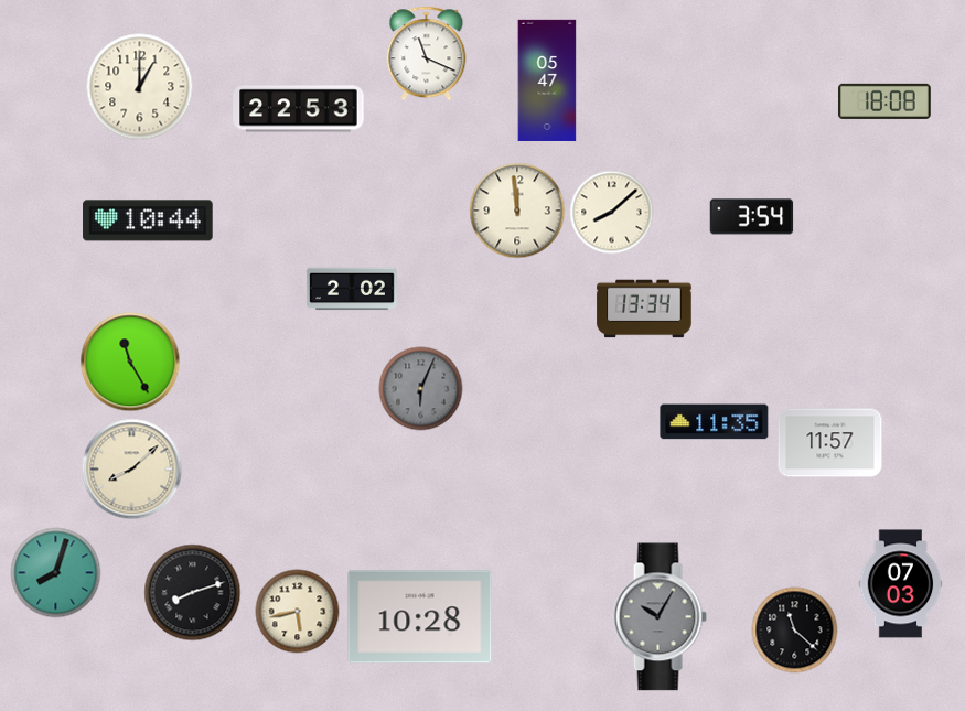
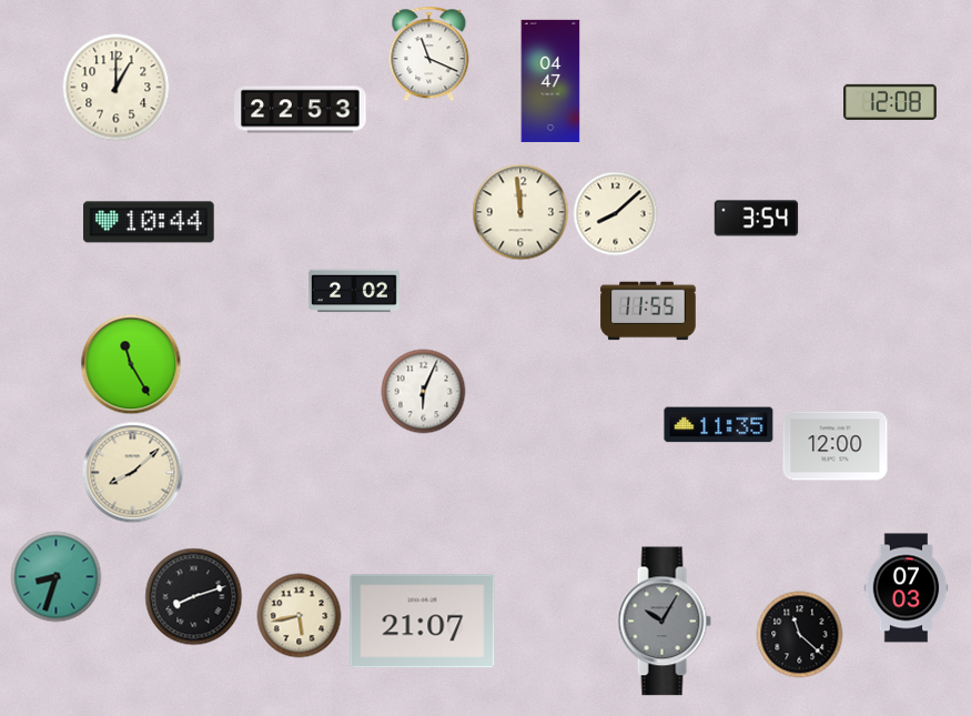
clock at (547, 80): 05:47 -> 04:47
clock at (140, 87) position: (140, 87) -> (117, 88)
clock at (884, 101): 18:08 -> 12:08
clock at (644, 309): 13:34 -> 11:55
clock at (421, 389) dial: grey -> white
clock at (830, 443): 11:57 -> 12:00
clock at (56, 573): 8:03 -> 8:33
clock at (420, 617): 10:28 -> 21:07
